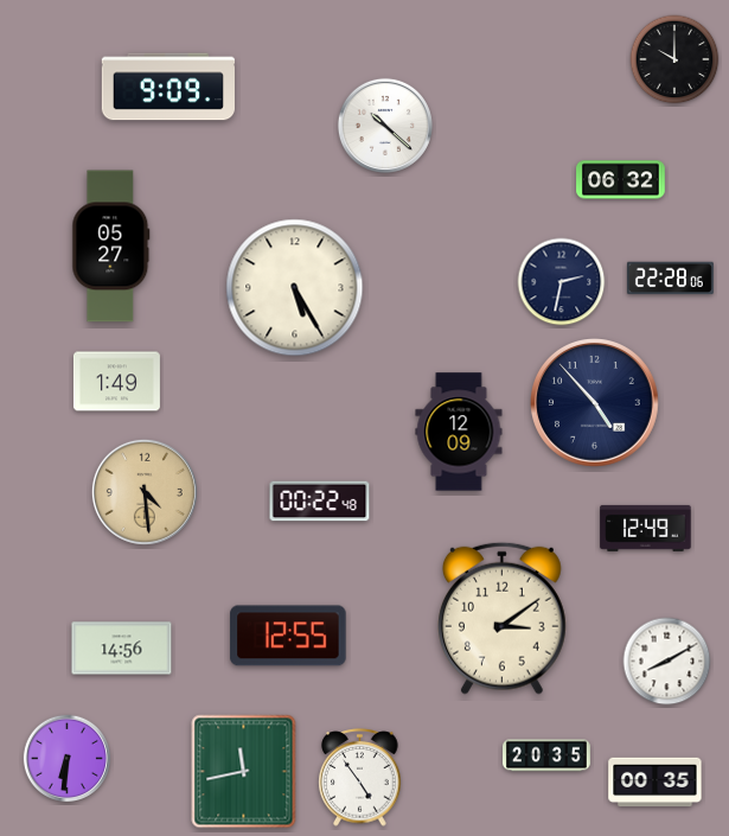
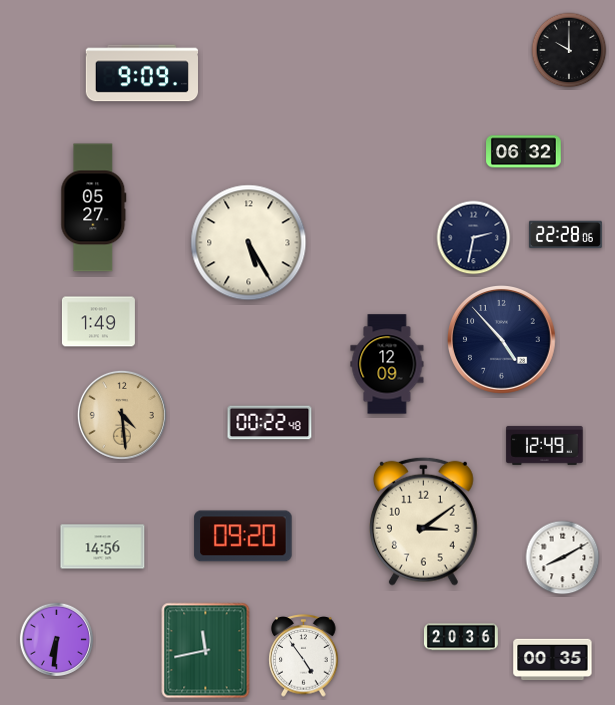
clock at (385, 126): 10:22 -> none
clock at (288, 636): 12:55 -> 09:20
clock at (546, 755): 20:35 -> 20:36
